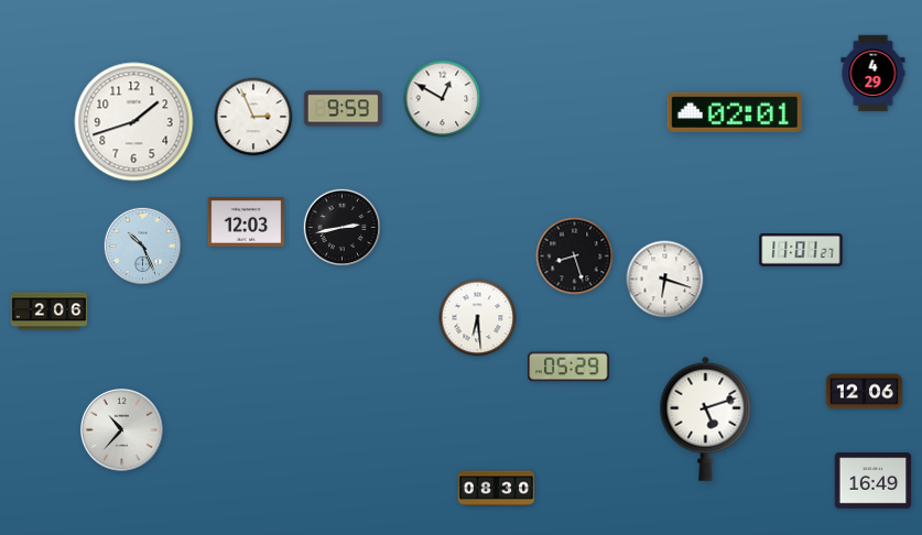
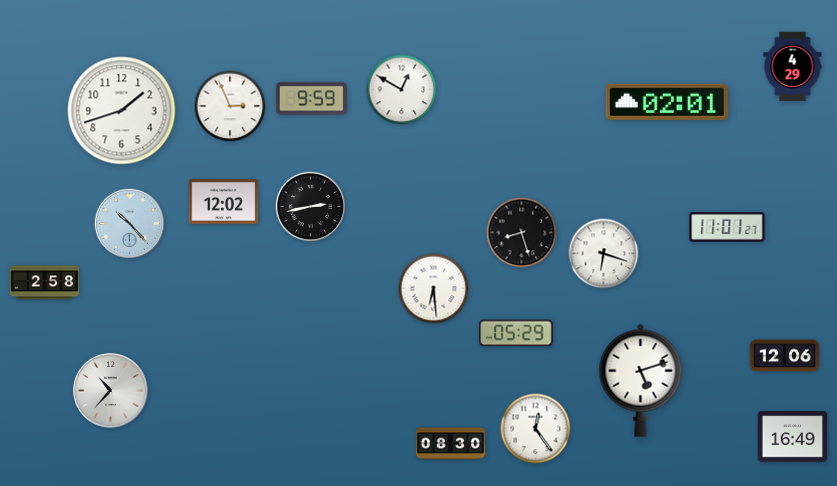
clock at (247, 222): 12:03 -> 12:02
clock at (143, 247): 10:26 -> 10:23
clock at (50, 312): 2:06 -> 2:58
clock at (536, 429): none -> 12:24
